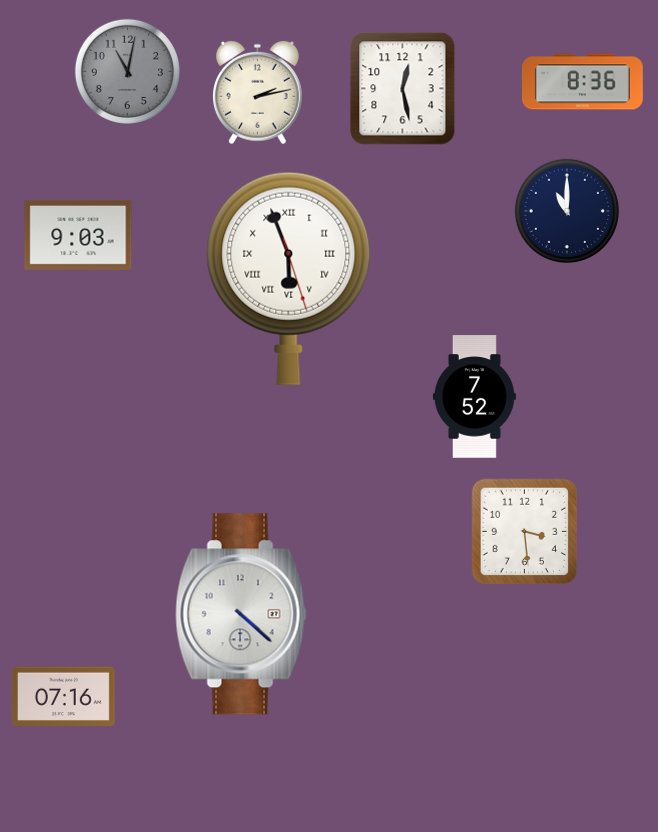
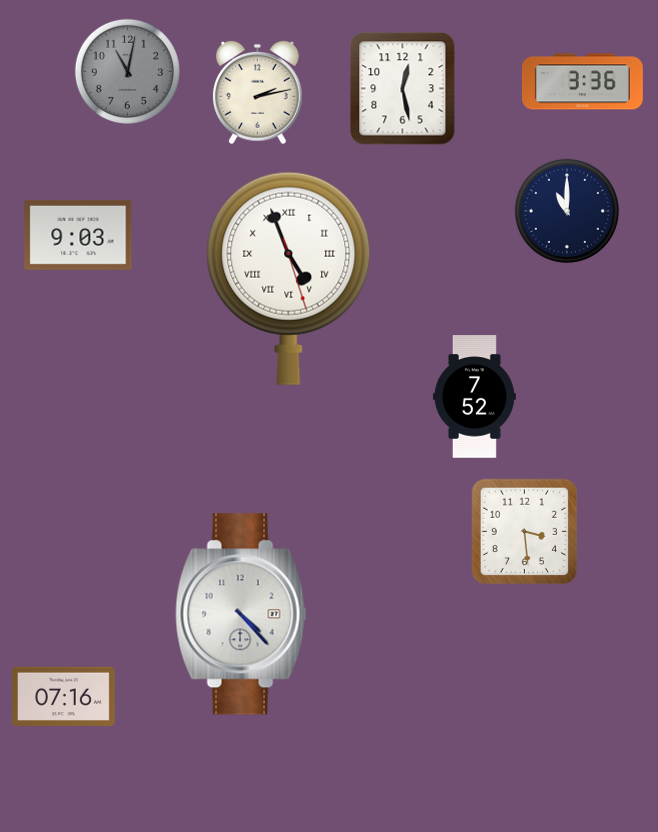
clock at (582, 82): 8:36 -> 3:36
clock at (289, 278): 5:56 -> 4:56
clock at (241, 614): 4:22 -> 4:23
